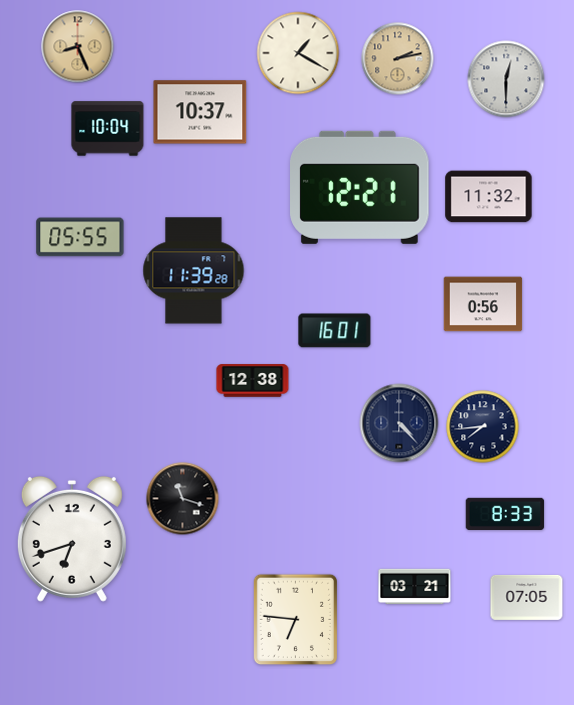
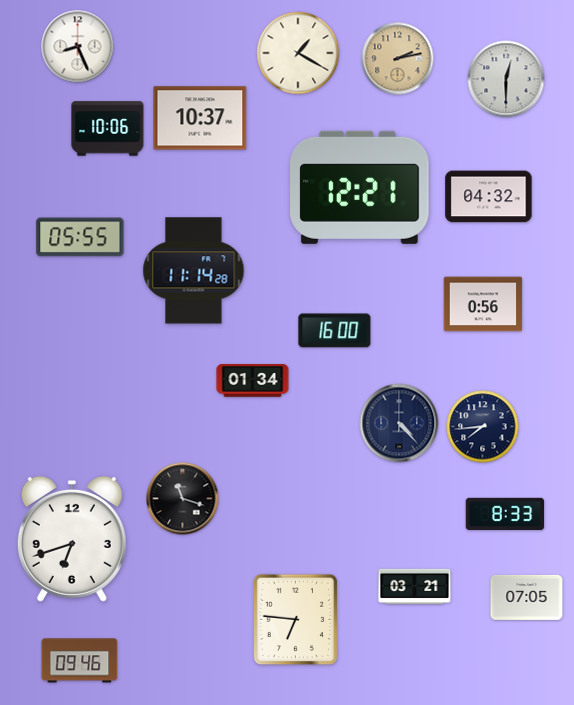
clock at (78, 47) dial: champagne -> white
clock at (200, 112) position: (200, 112) -> (200, 118)
clock at (108, 129): 10:04 -> 10:06
clock at (489, 197): 11:32 -> 04:32
clock at (194, 271): 11:39 -> 11:14
clock at (335, 331): 16:01 -> 16:00
clock at (253, 381): 12:38 -> 01:34
clock at (80, 661): none -> 09:46
